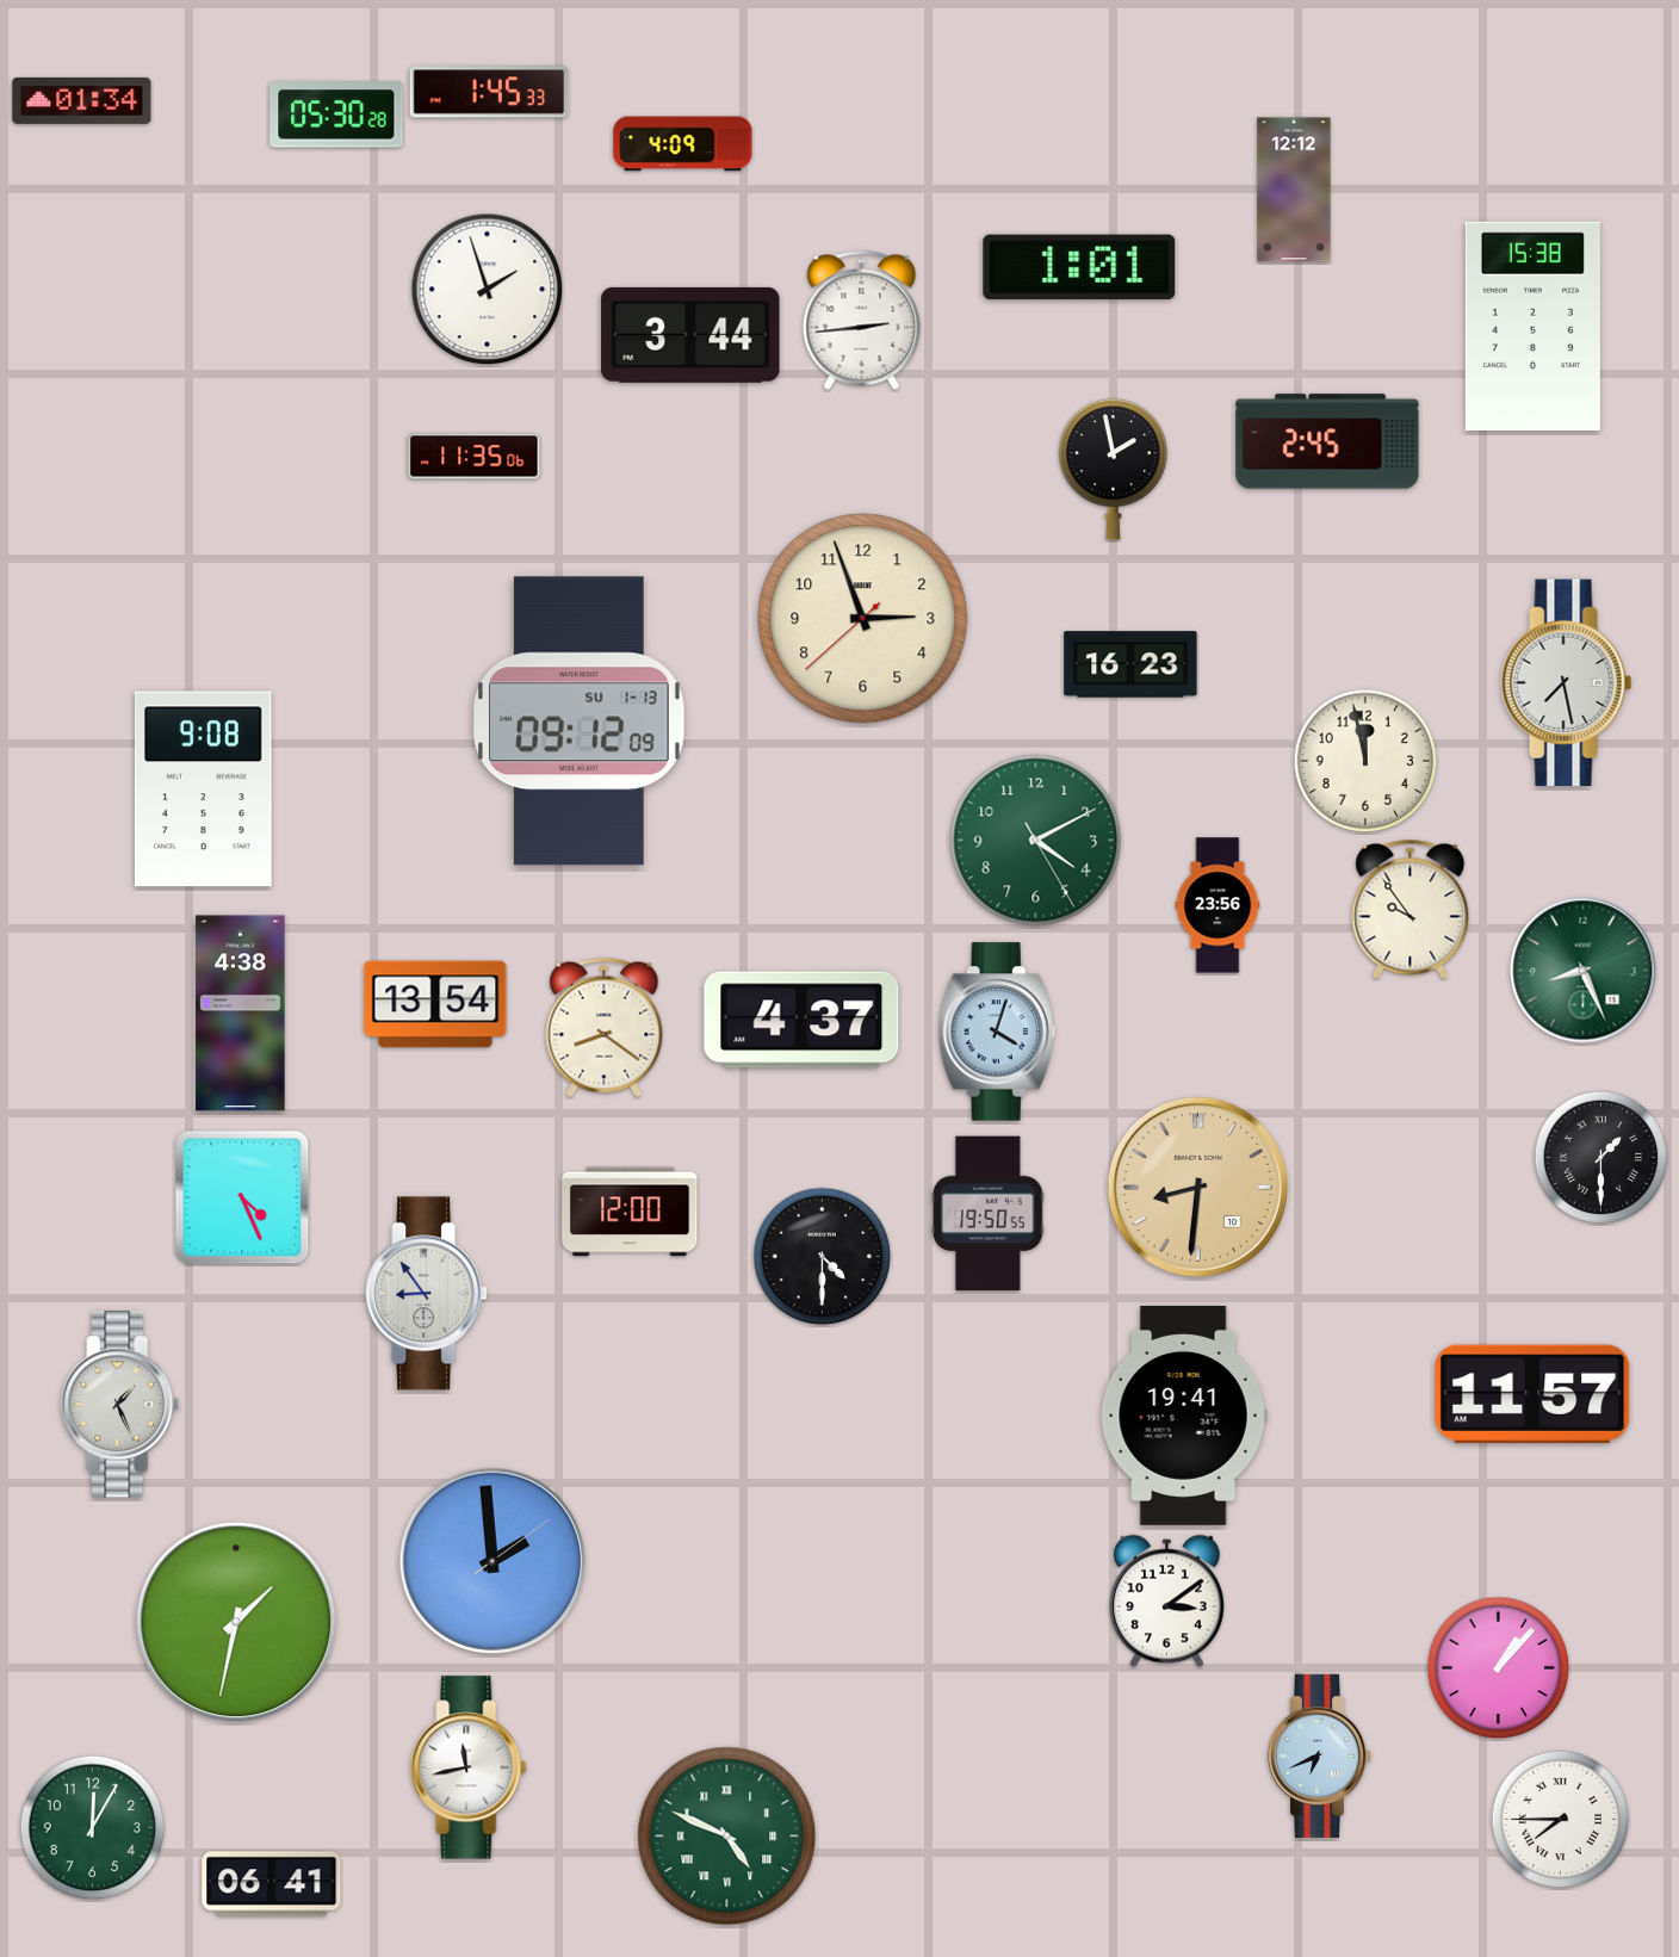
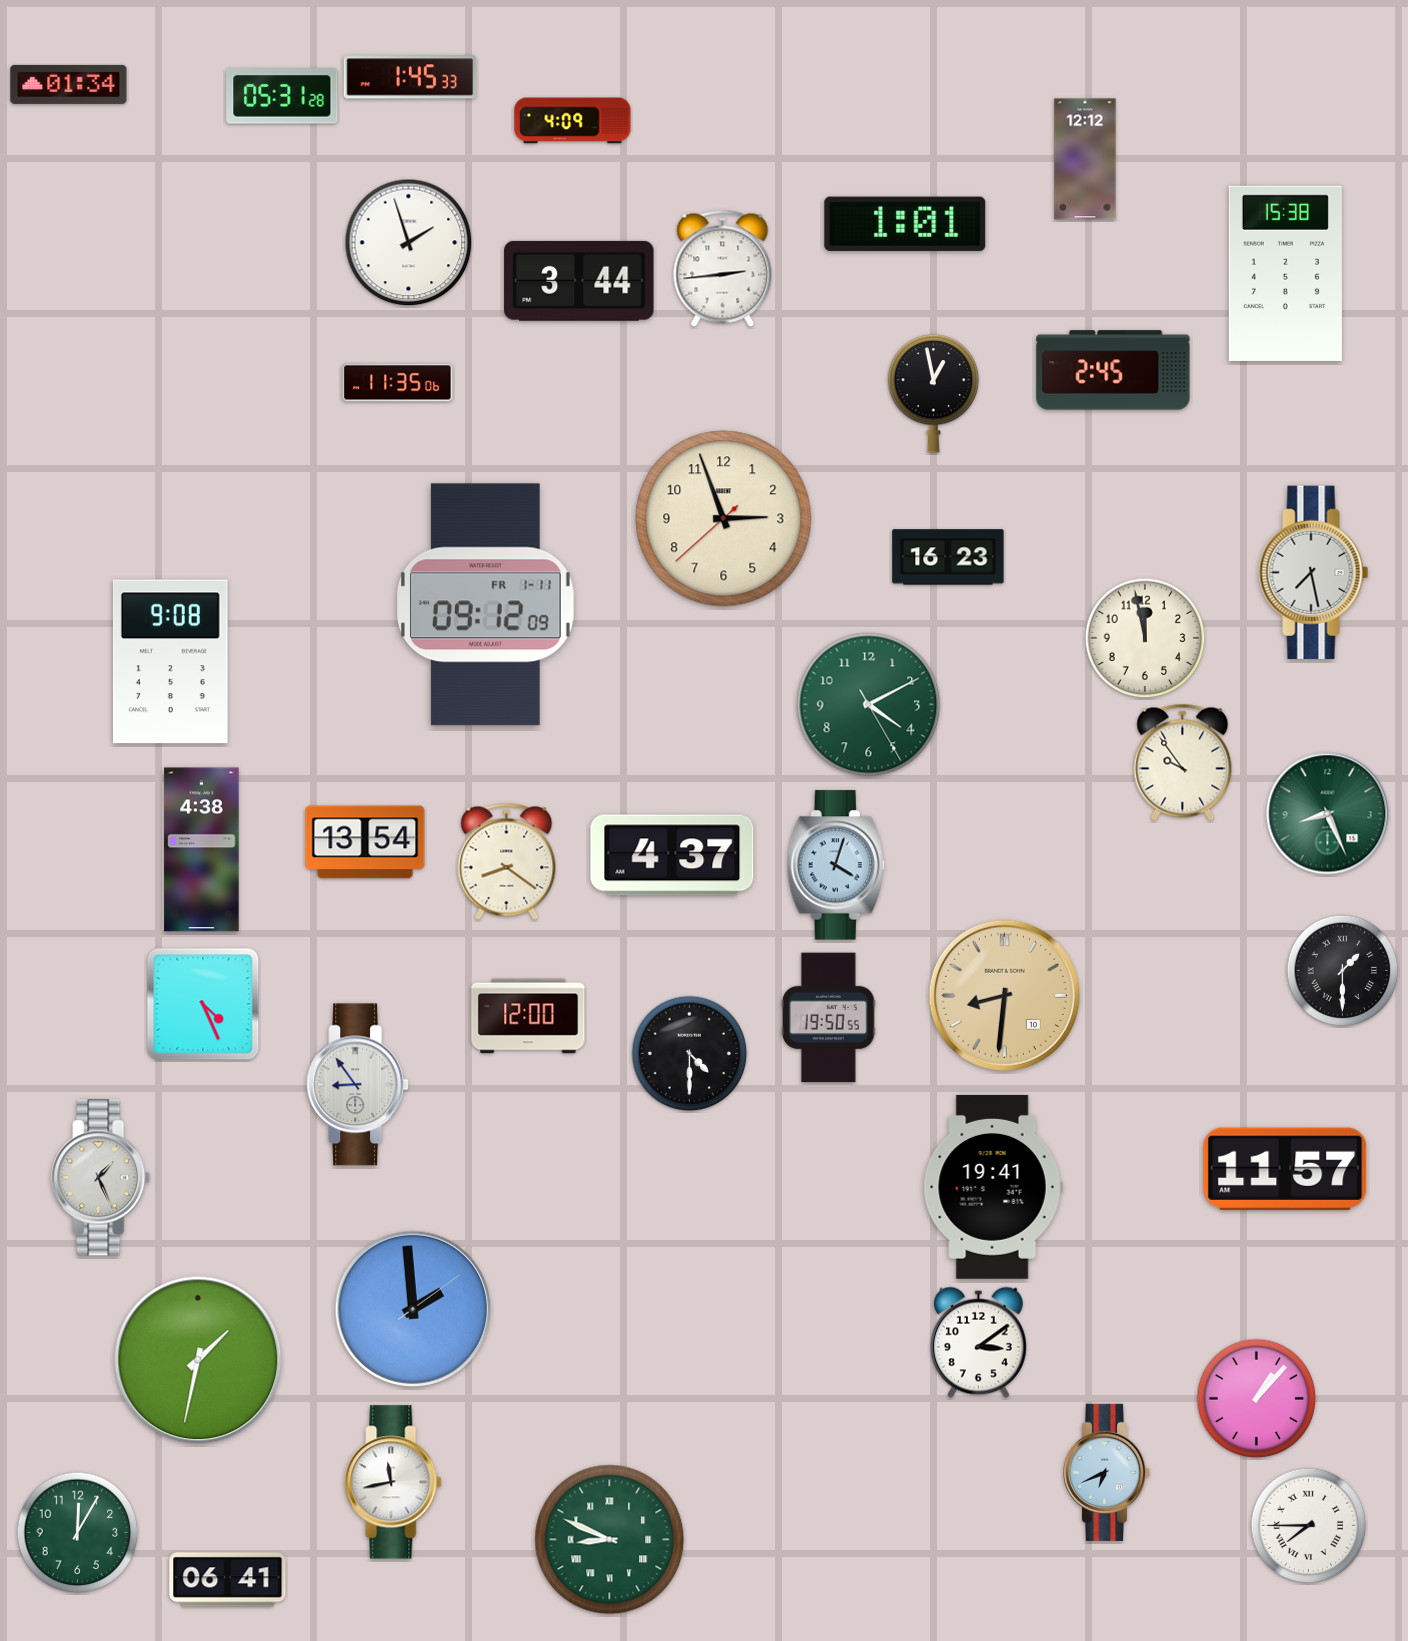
clock at (336, 114): 05:30 -> 05:31
clock at (1114, 470): 1:58 -> 12:58
clock at (580, 722) date: SU 1-13 -> FR 1-11
clock at (1218, 905): 23:56 -> none
clock at (727, 1837): 4:49 -> 8:49
